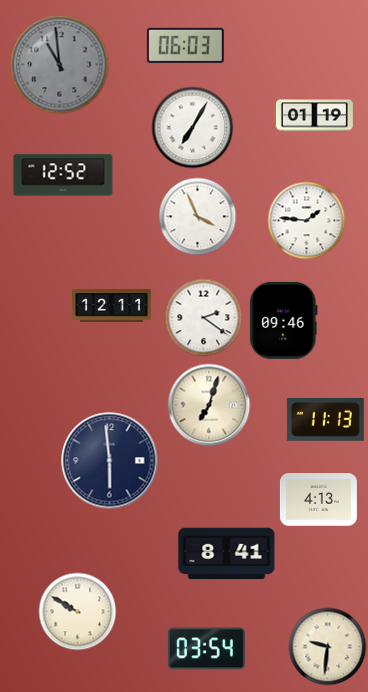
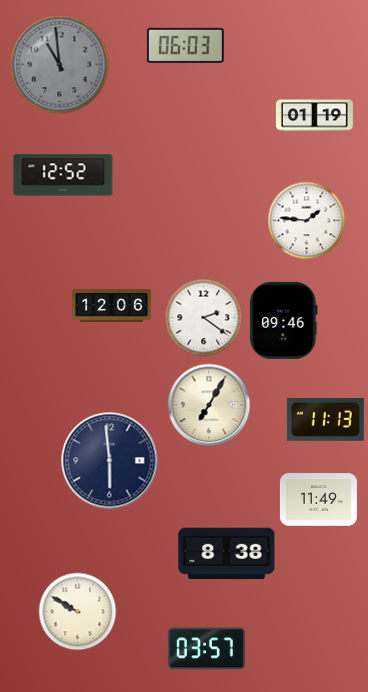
clock at (192, 127): 7:05 -> none
clock at (197, 216): 3:56 -> none
clock at (112, 306): 12:11 -> 12:06
clock at (209, 405): 7:03 -> 7:05
clock at (318, 500): 4:13 -> 11:49
clock at (227, 554): 8:41 -> 8:38
clock at (327, 646): 9:31 -> none
clock at (206, 649): 03:54 -> 03:57
